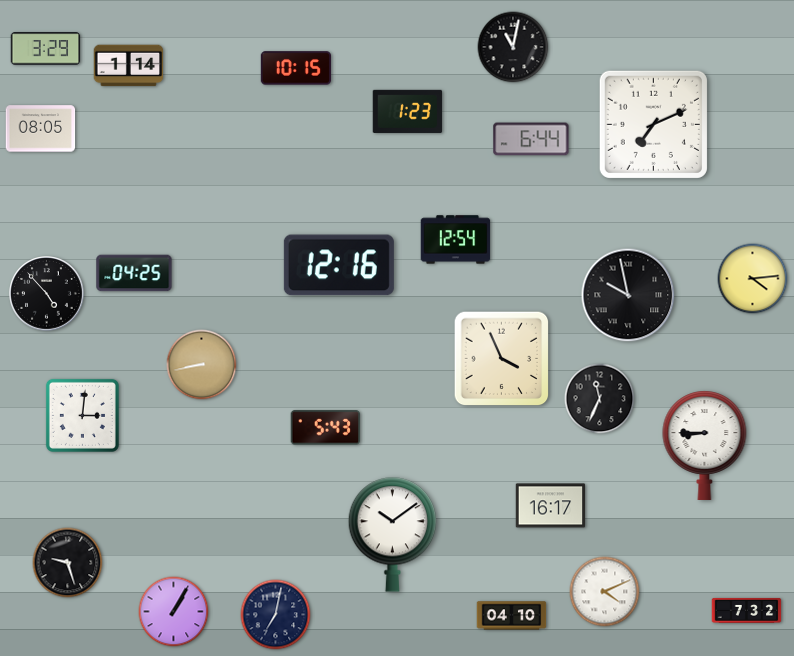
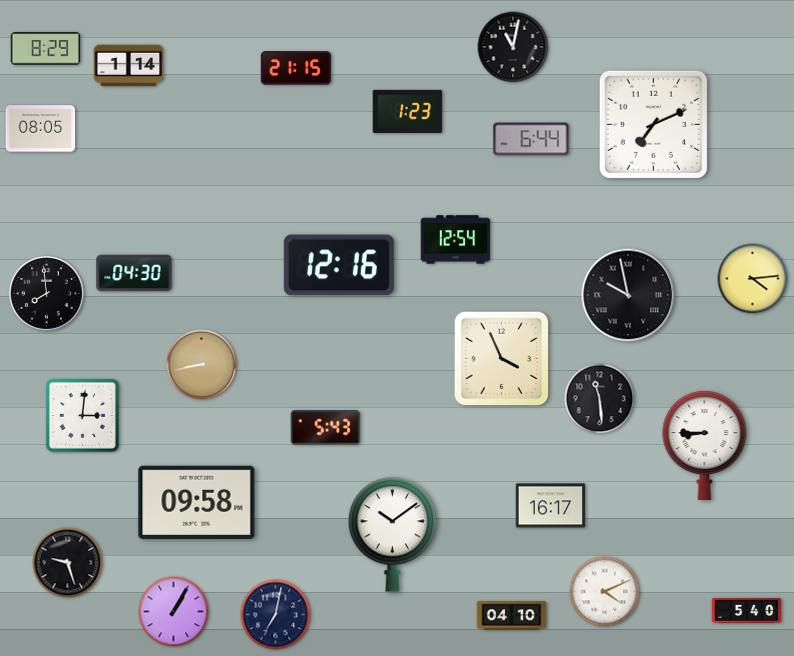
clock at (46, 49): 3:29 -> 8:29
clock at (295, 68): 10:15 -> 21:15
clock at (134, 273): 04:25 -> 04:30
clock at (47, 294): 4:53 -> 7:59
clock at (600, 399): 11:34 -> 11:29
clock at (197, 502): none -> 09:58
clock at (747, 610): 7:32 -> 5:40
